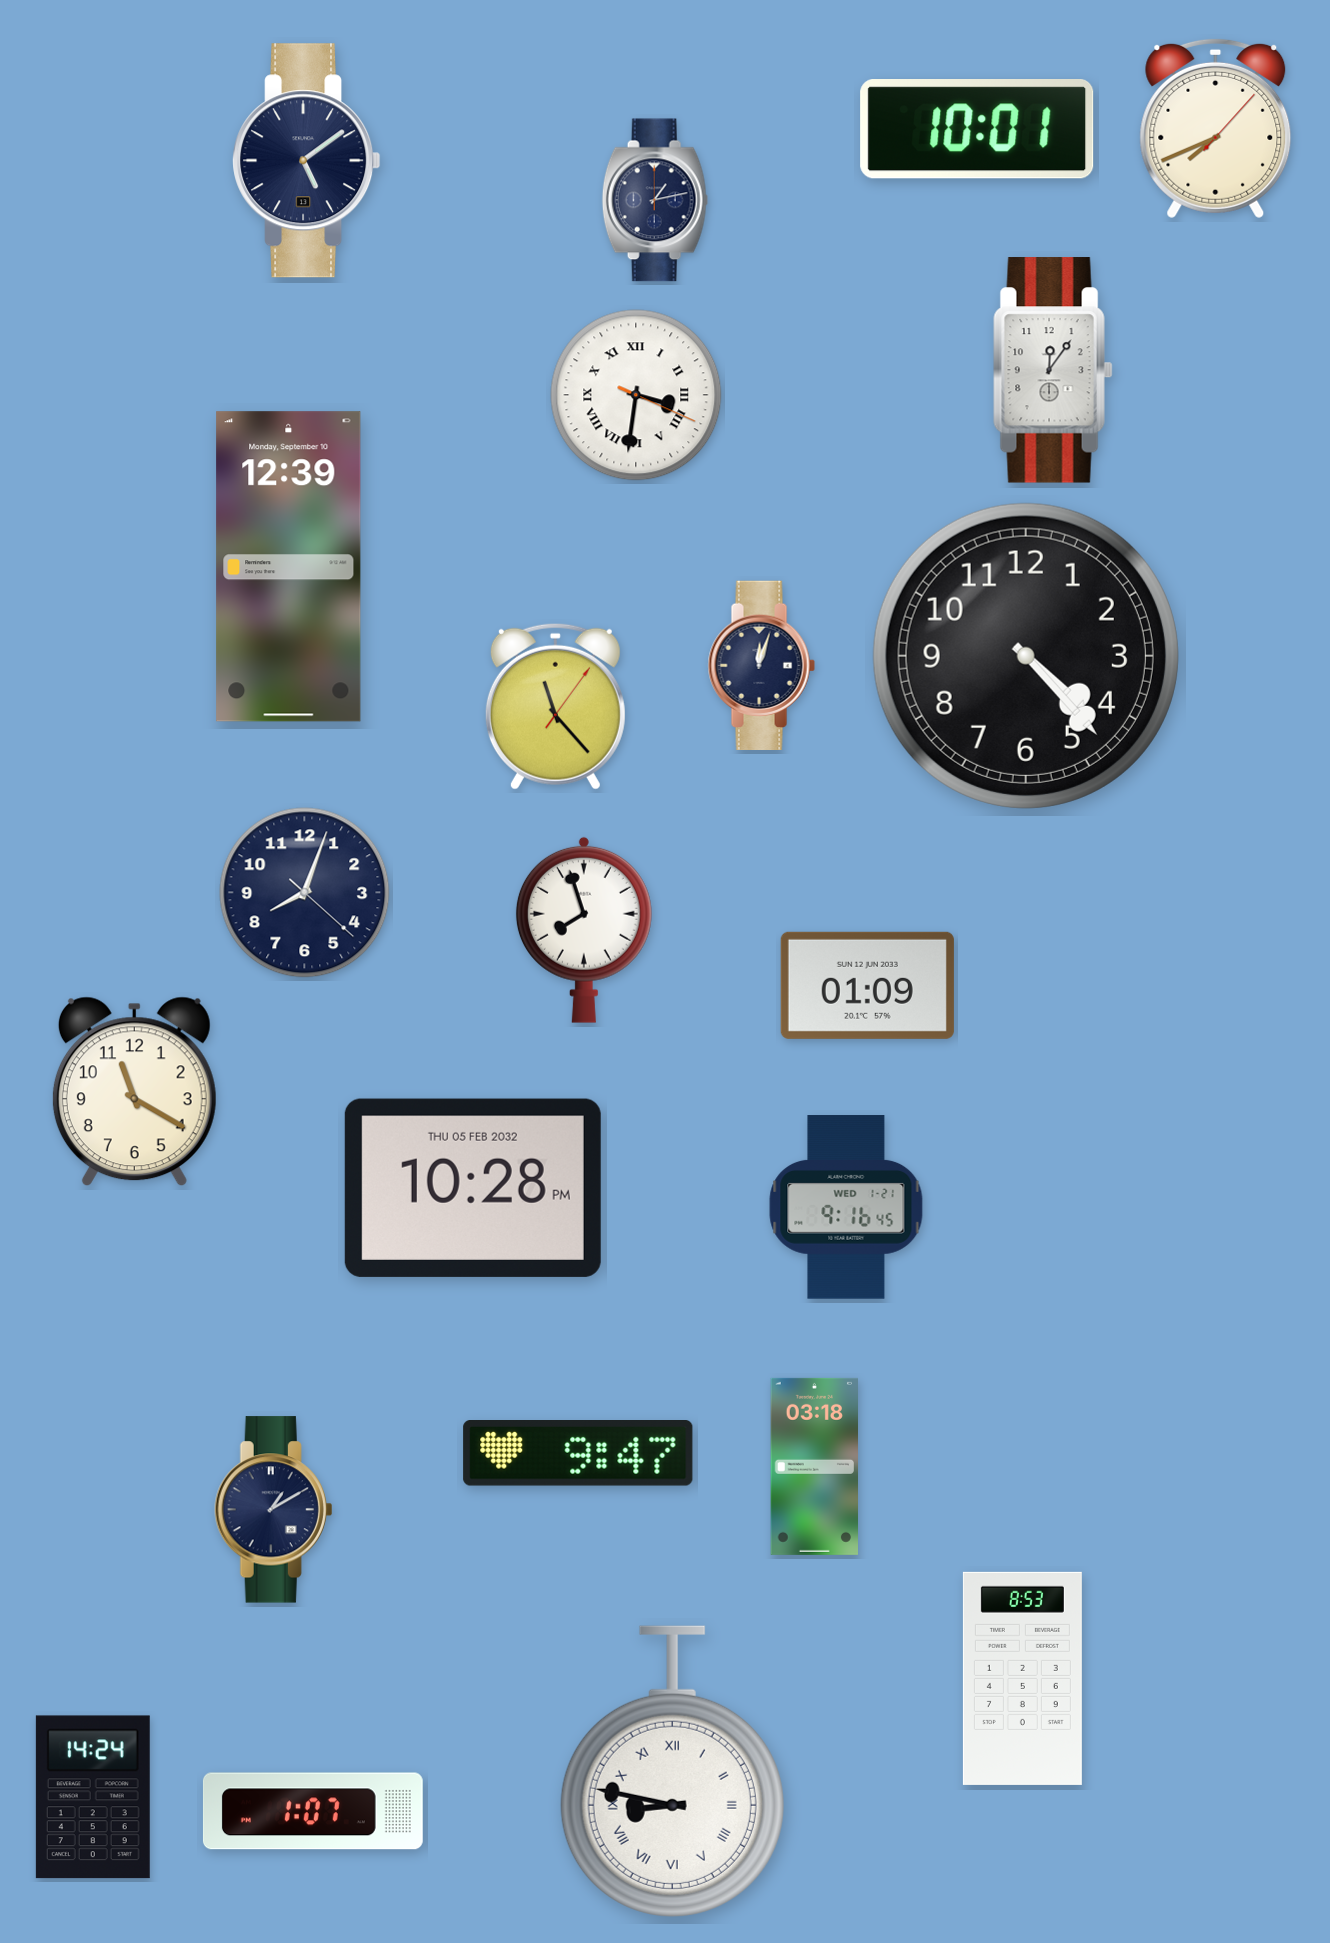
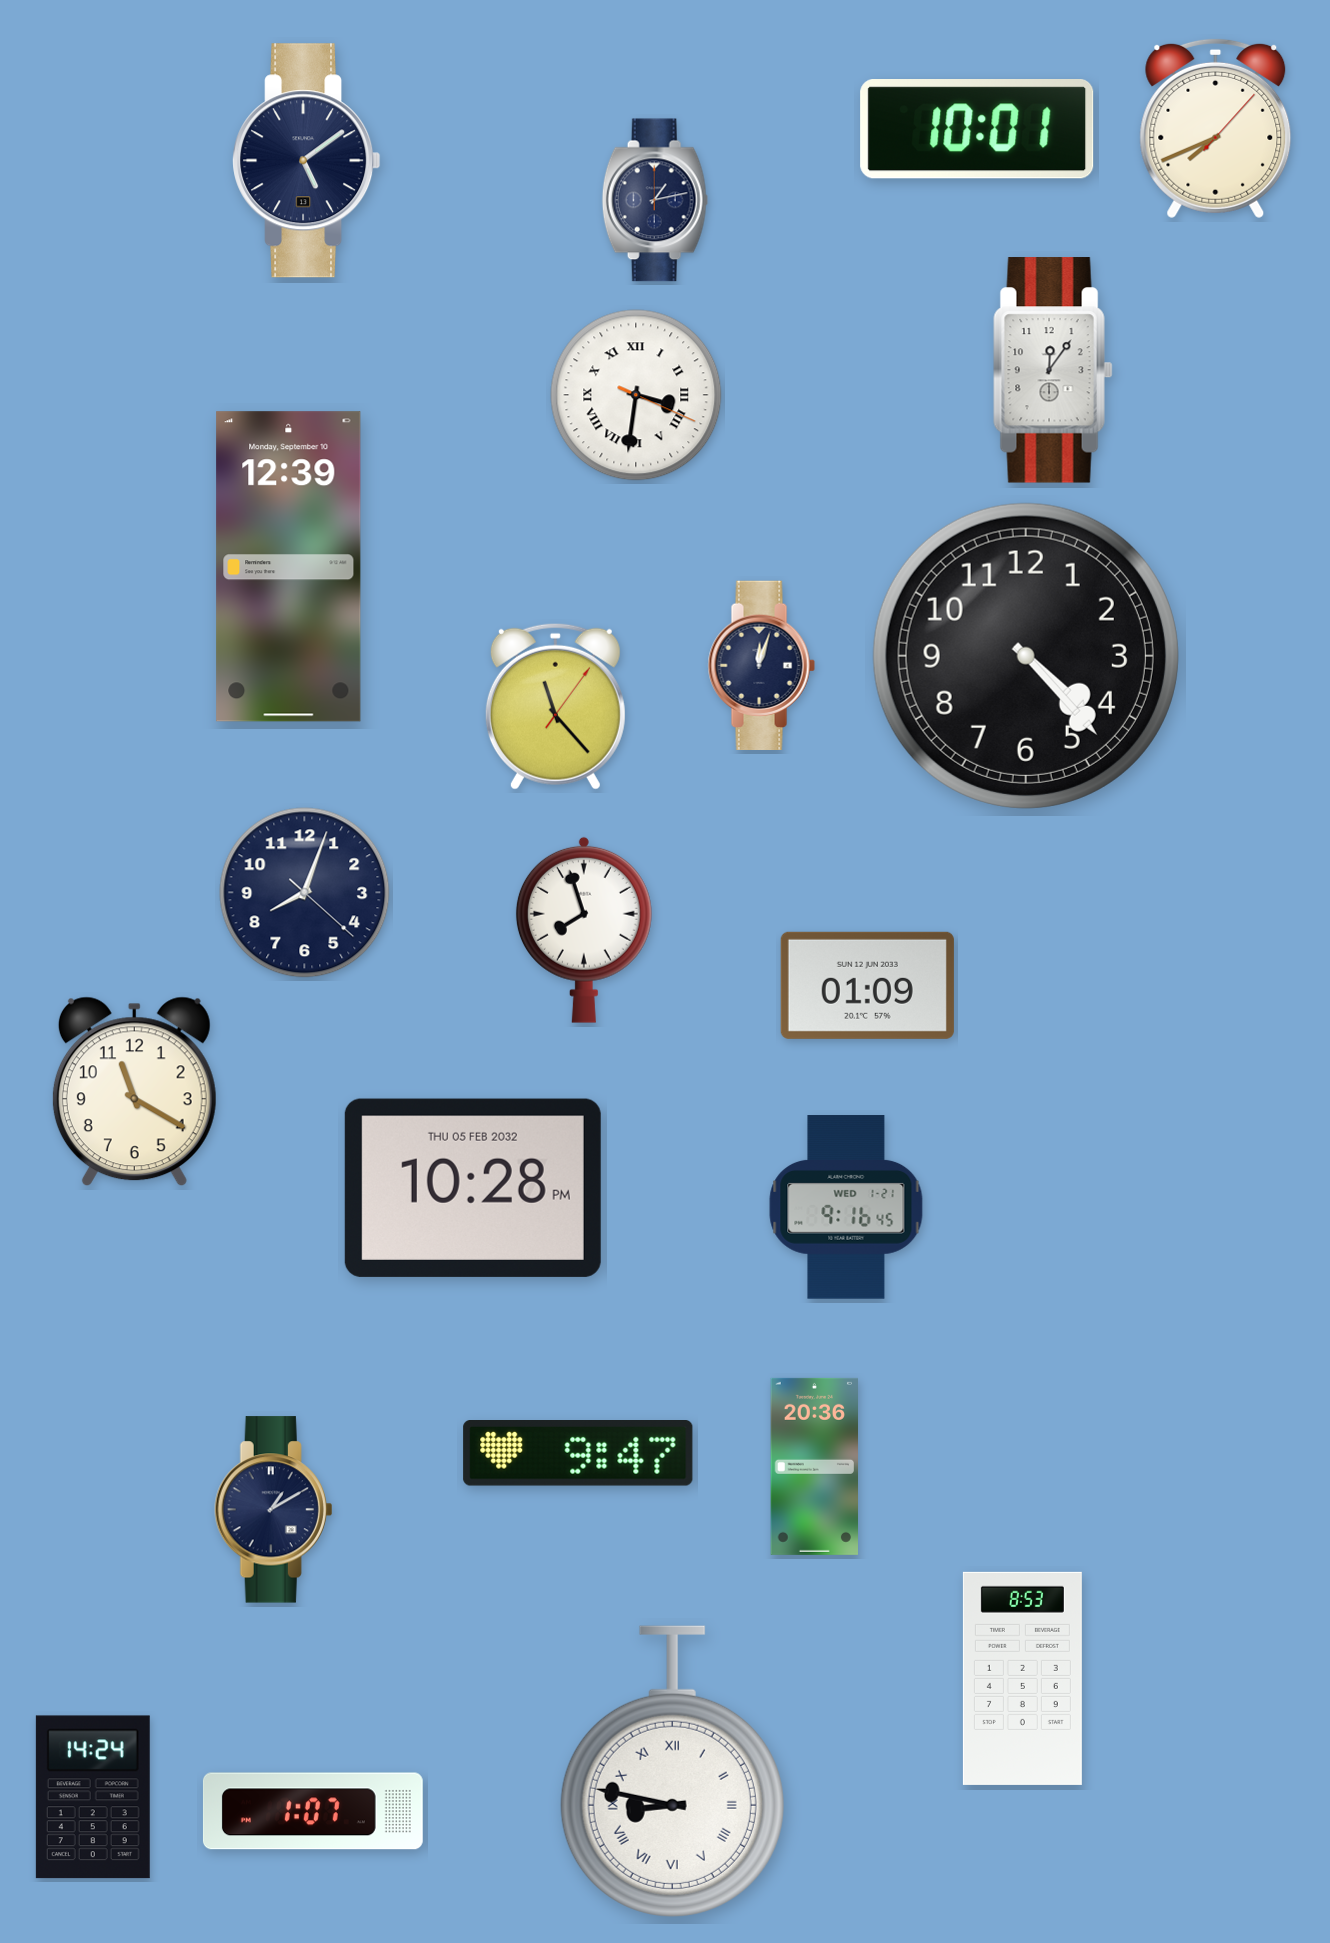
clock at (815, 1466): 03:18 -> 20:36
